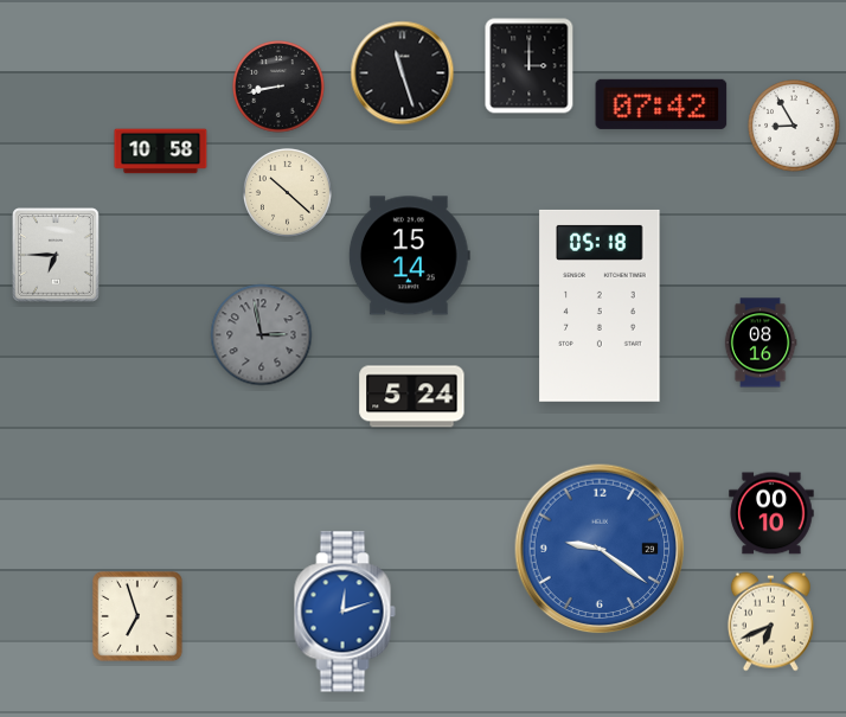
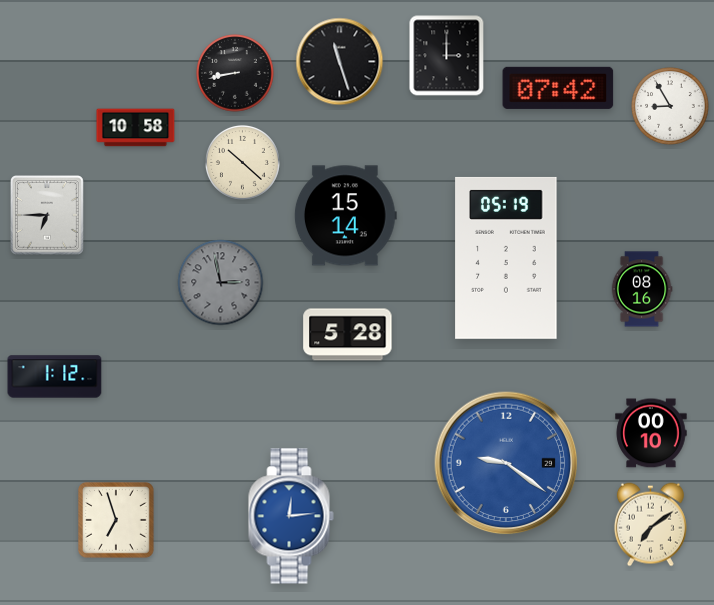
clock at (600, 306): 05:18 -> 05:19
clock at (412, 397): 5:24 -> 5:28
clock at (55, 377): none -> 1:12
clock at (345, 612): 12:12 -> 12:14
clock at (770, 622): 6:41 -> 7:09
